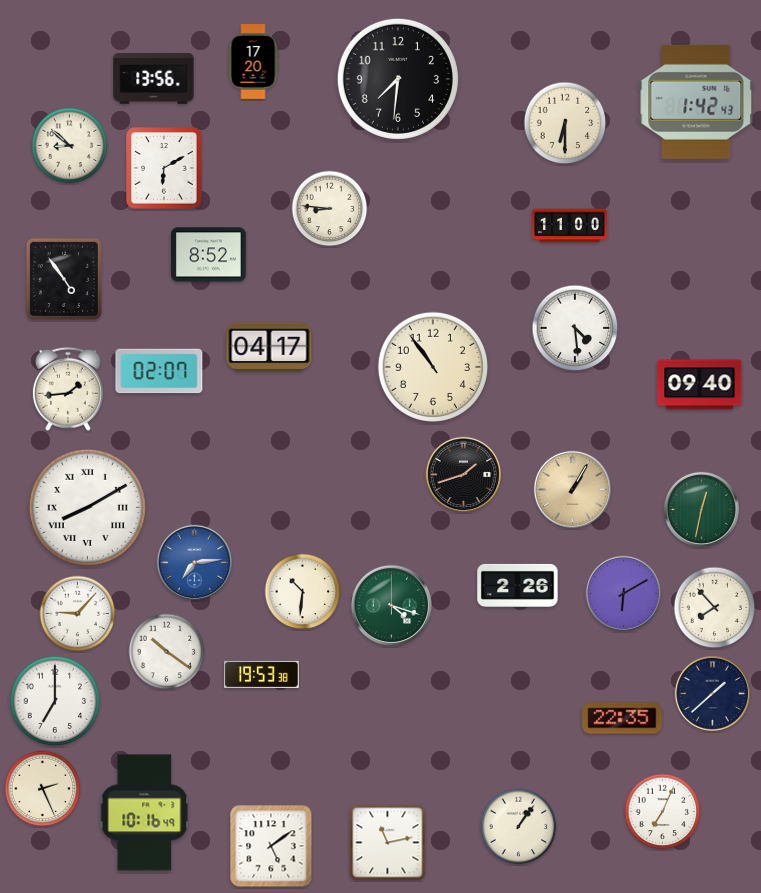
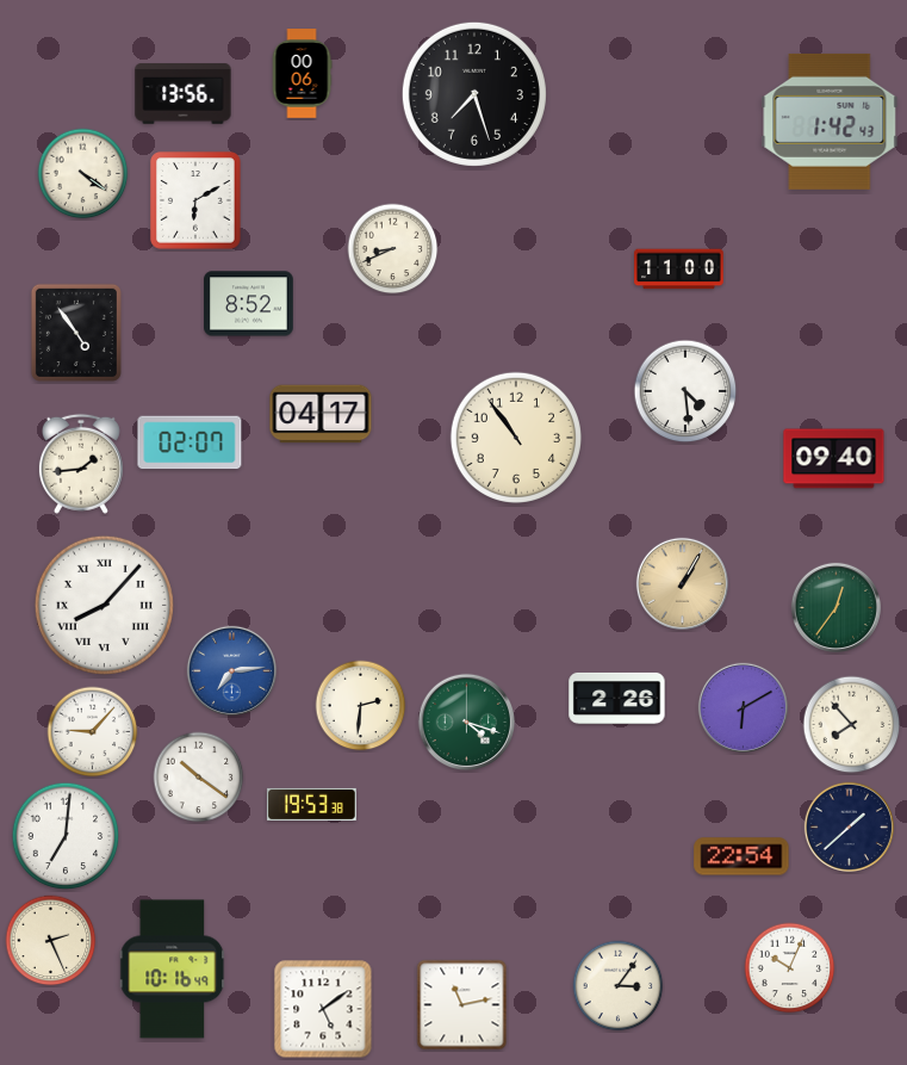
clock at (253, 62): 17:20 -> 00:06
clock at (398, 79): 7:31 -> 7:27
clock at (565, 123): 6:30 -> none
clock at (70, 146): 8:52 -> 4:21
clock at (330, 209): 8:46 -> 8:41
clock at (463, 474): 1:42 -> none
clock at (87, 507): 8:10 -> 8:07
clock at (701, 509): 12:32 -> 12:36
clock at (303, 592): 10:31 -> 2:31
clock at (55, 701): 7:00 -> 7:01
clock at (622, 718): 22:35 -> 22:54
clock at (663, 812): 7:04 -> 10:04
clock at (519, 827): 1:06 -> 3:06
